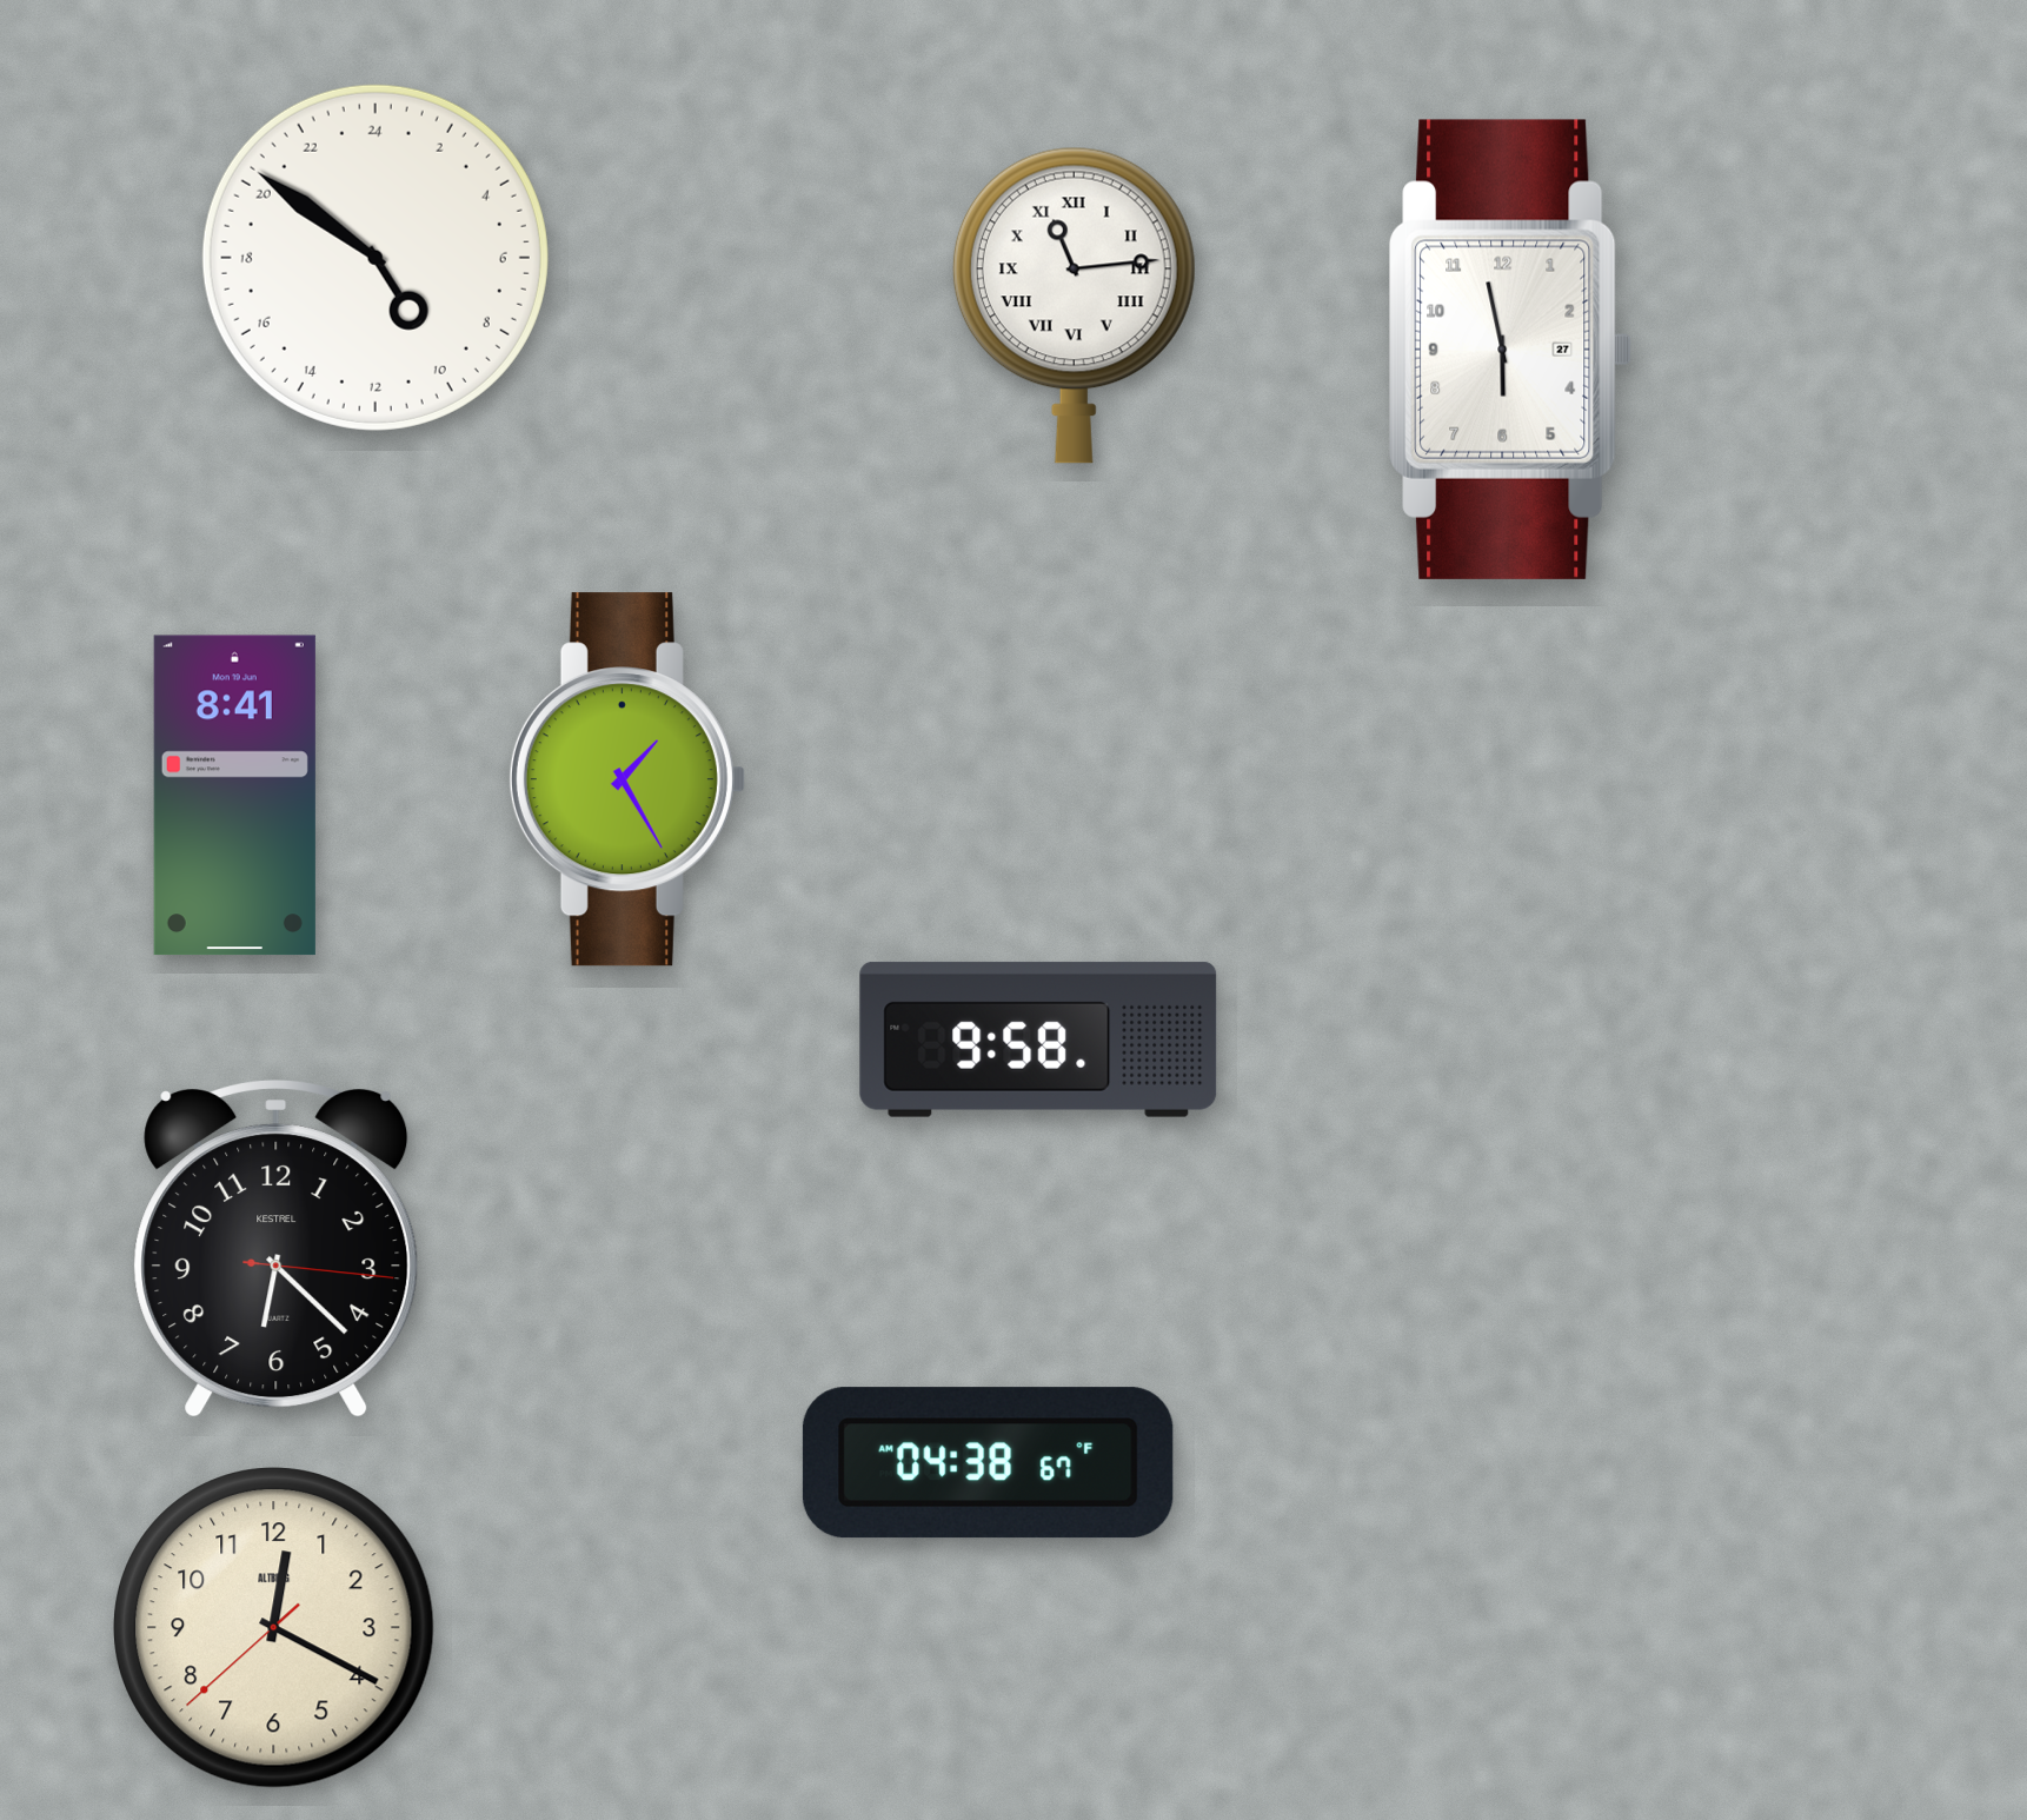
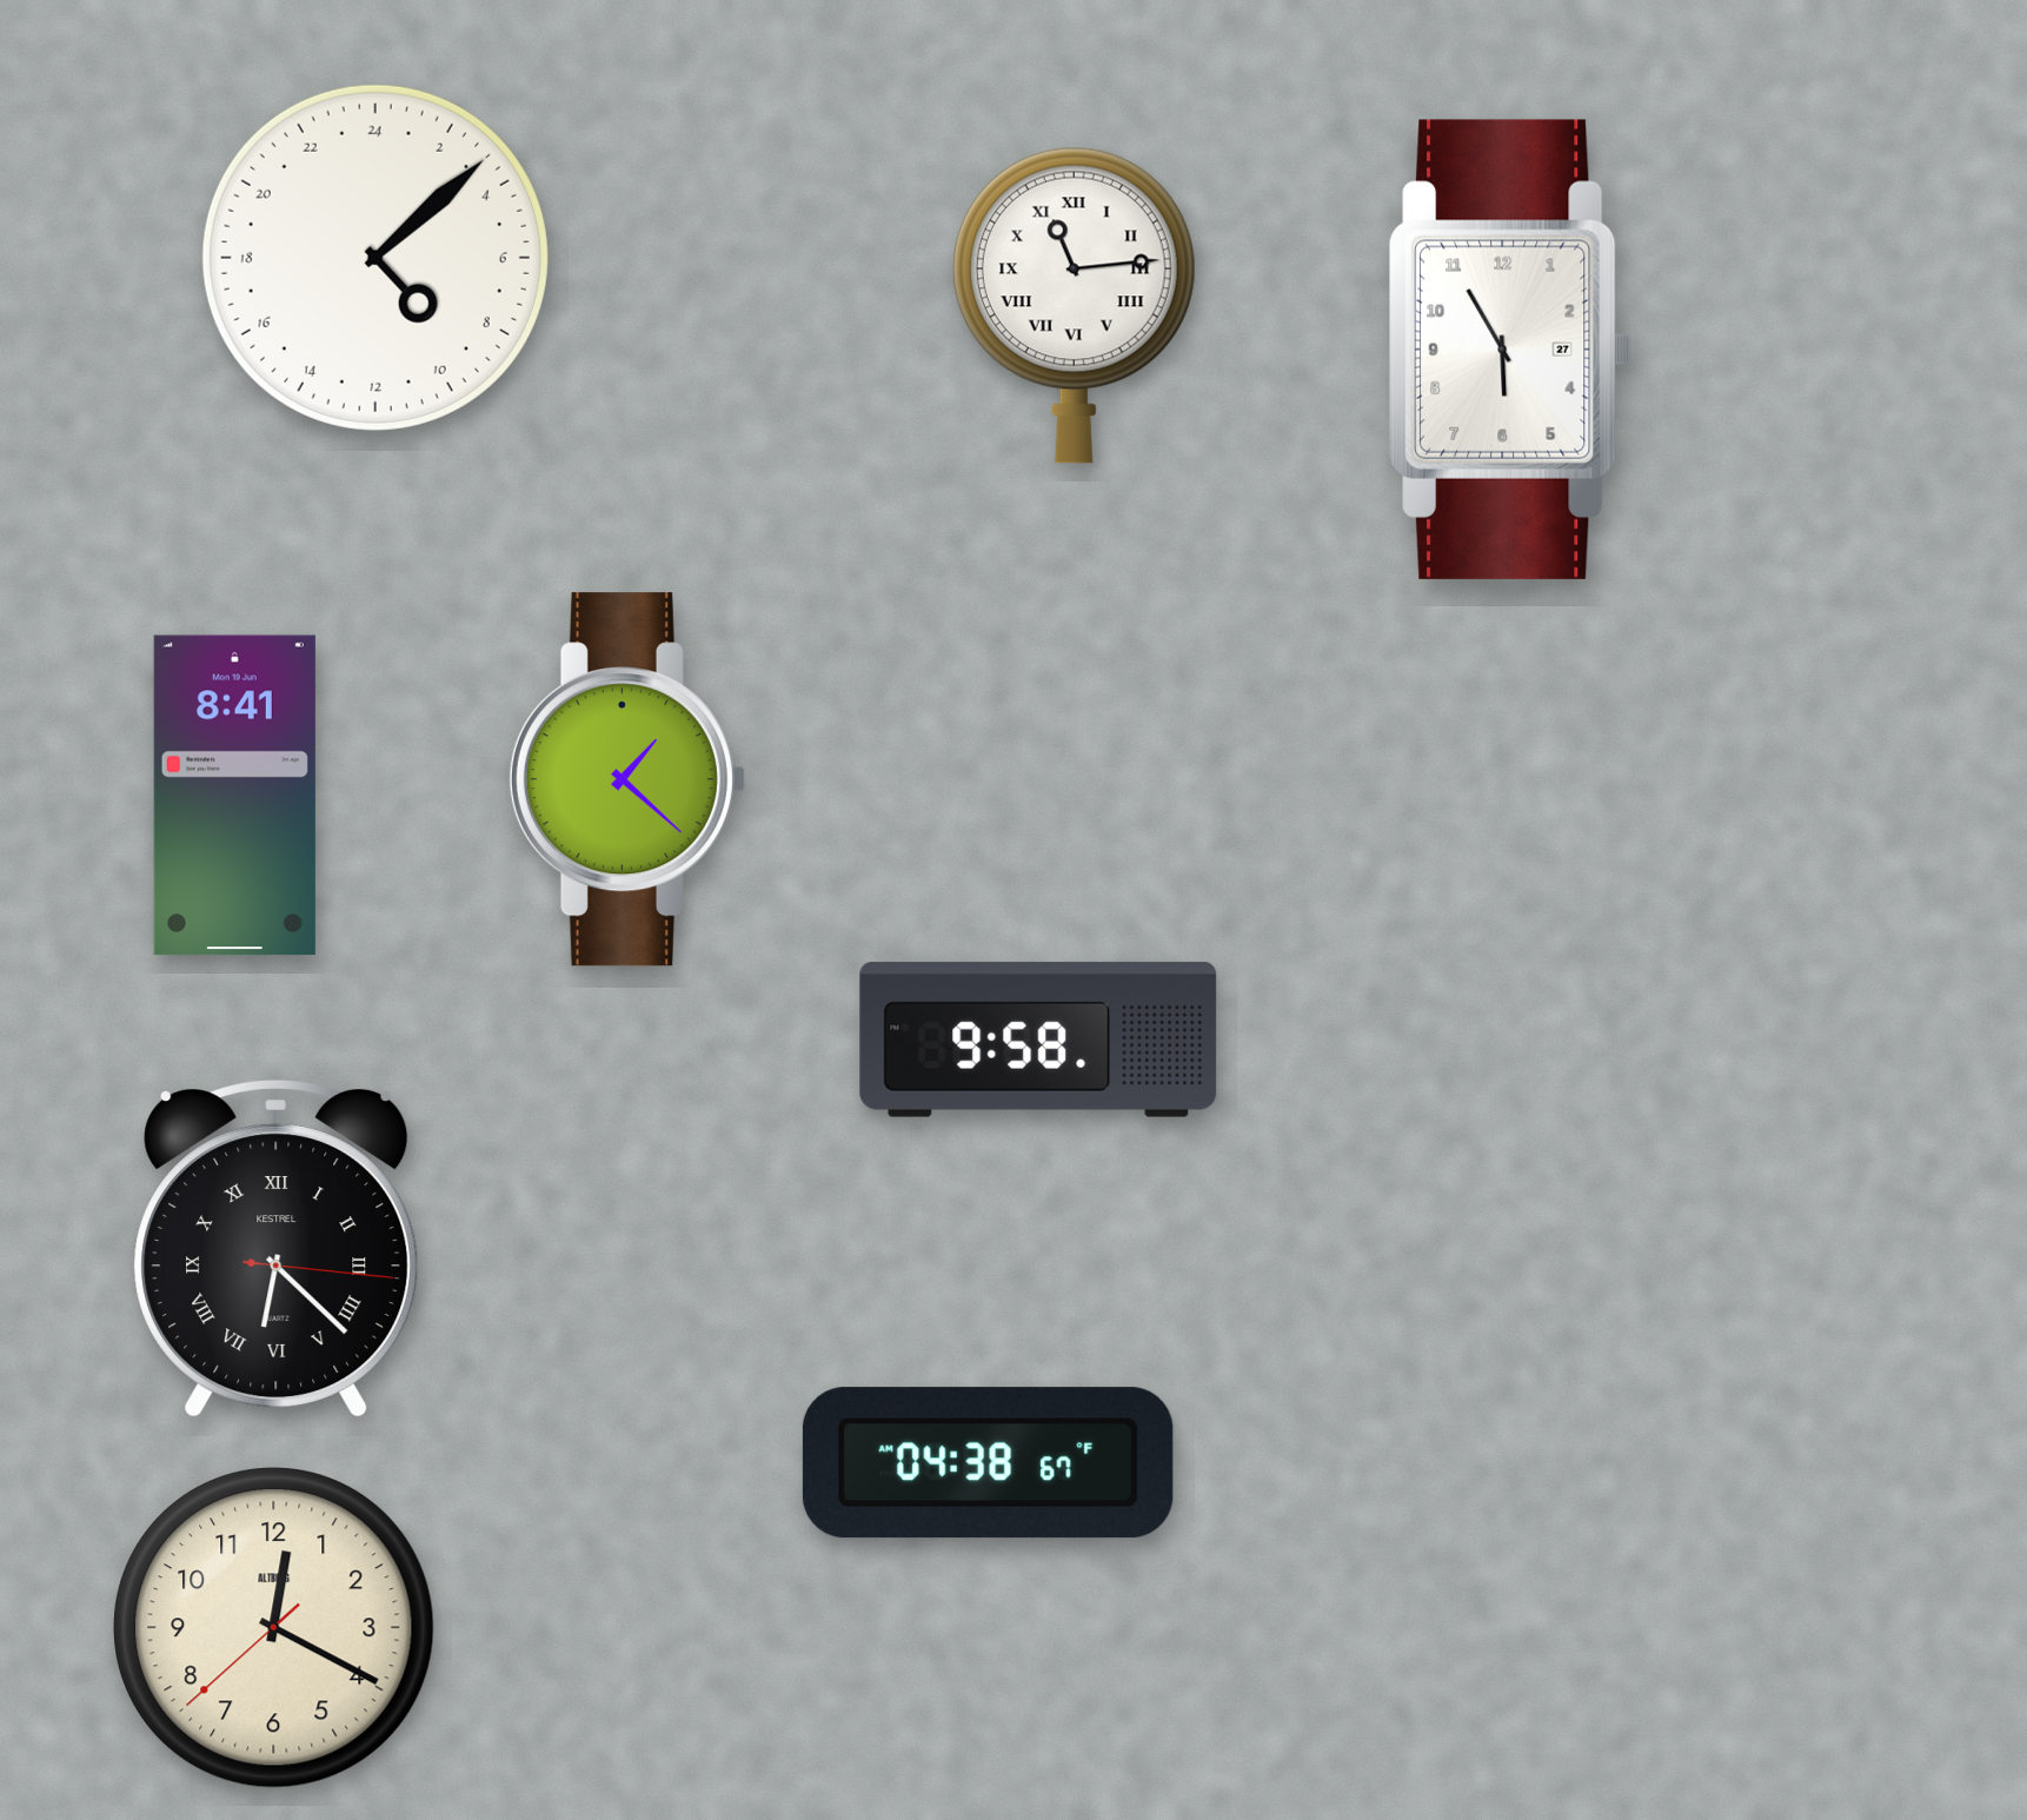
clock at (376, 258): 9:51 -> 9:08
clock at (1510, 350): 5:58 -> 5:55
clock at (627, 779): 1:25 -> 1:22
clock at (277, 1250) numerals: Arabic -> Roman
